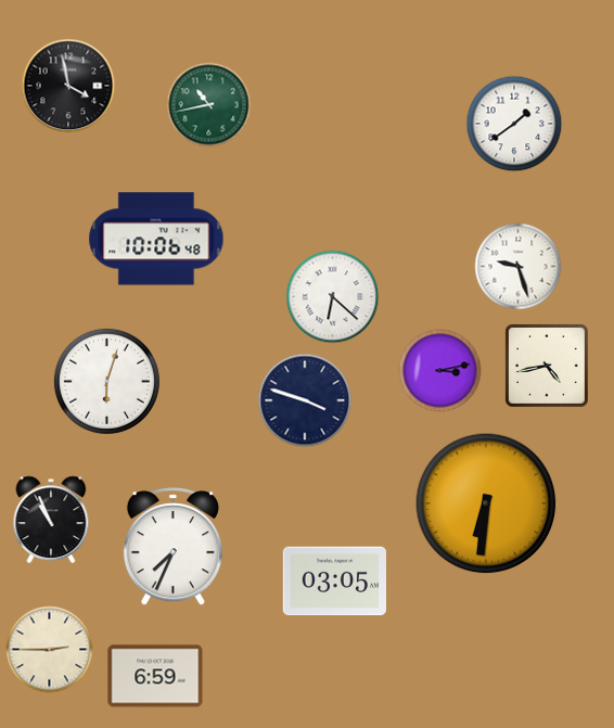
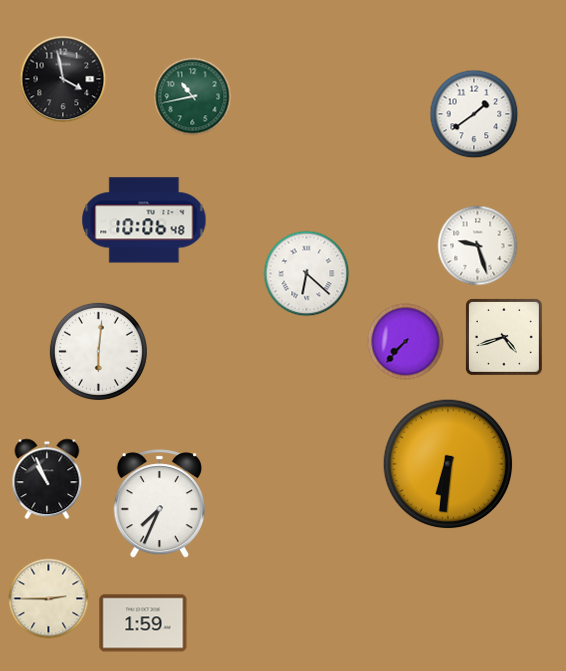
clock at (547, 366): 4:43 -> 4:42
clock at (440, 371): 3:13 -> 7:37
clock at (106, 381): 6:03 -> 6:01
clock at (305, 400): 3:48 -> none
clock at (334, 582): 03:05 -> none
clock at (50, 650) position: (50, 650) -> (49, 599)
clock at (155, 676): 6:59 -> 1:59
